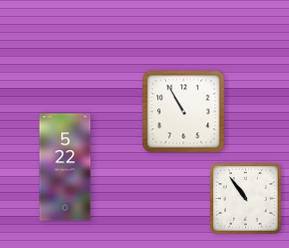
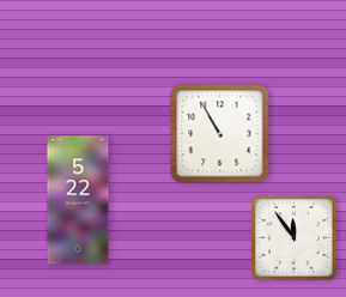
clock at (246, 199): 10:54 -> 11:54
